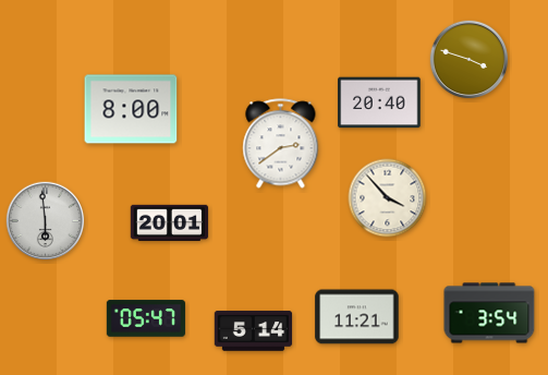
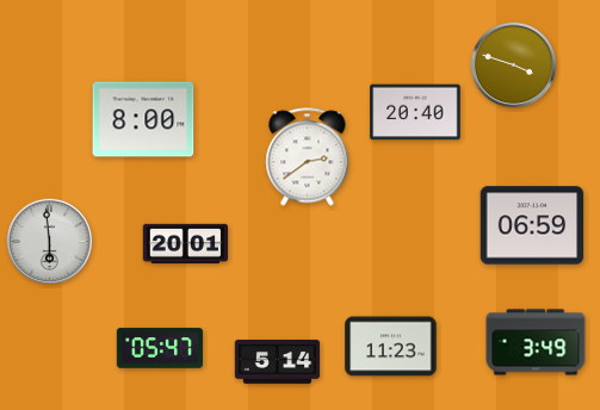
clock at (388, 198): 3:53 -> none
clock at (532, 225): none -> 06:59
clock at (489, 313): 3:54 -> 3:49
clock at (357, 317): 11:21 -> 11:23
